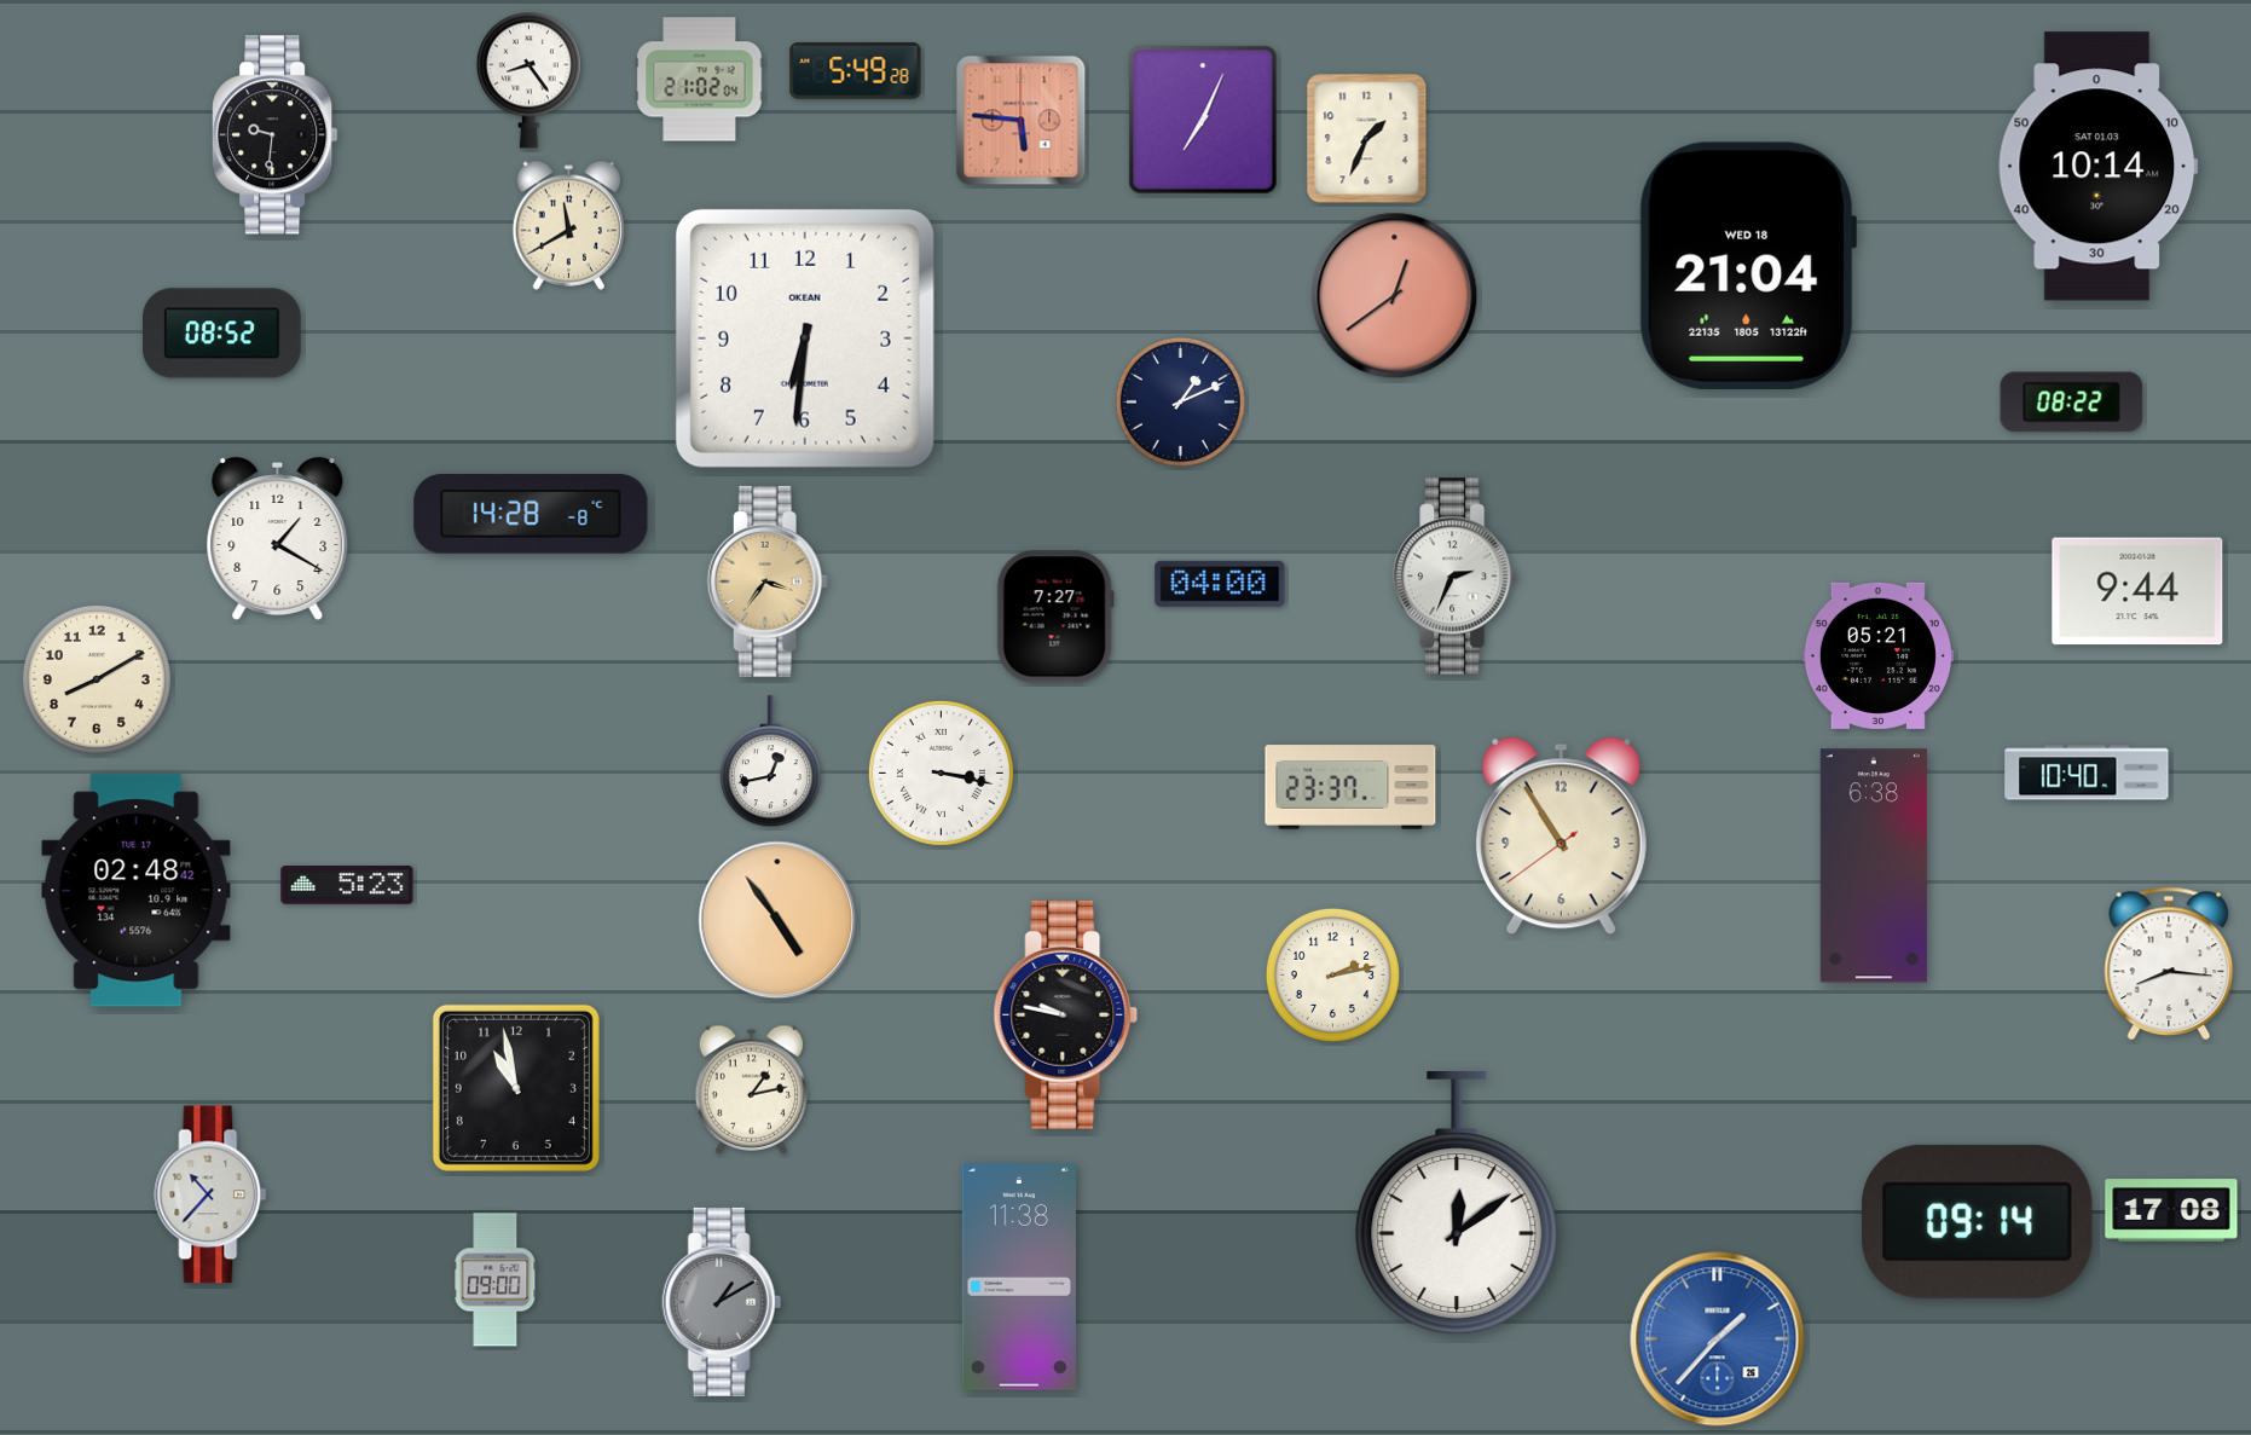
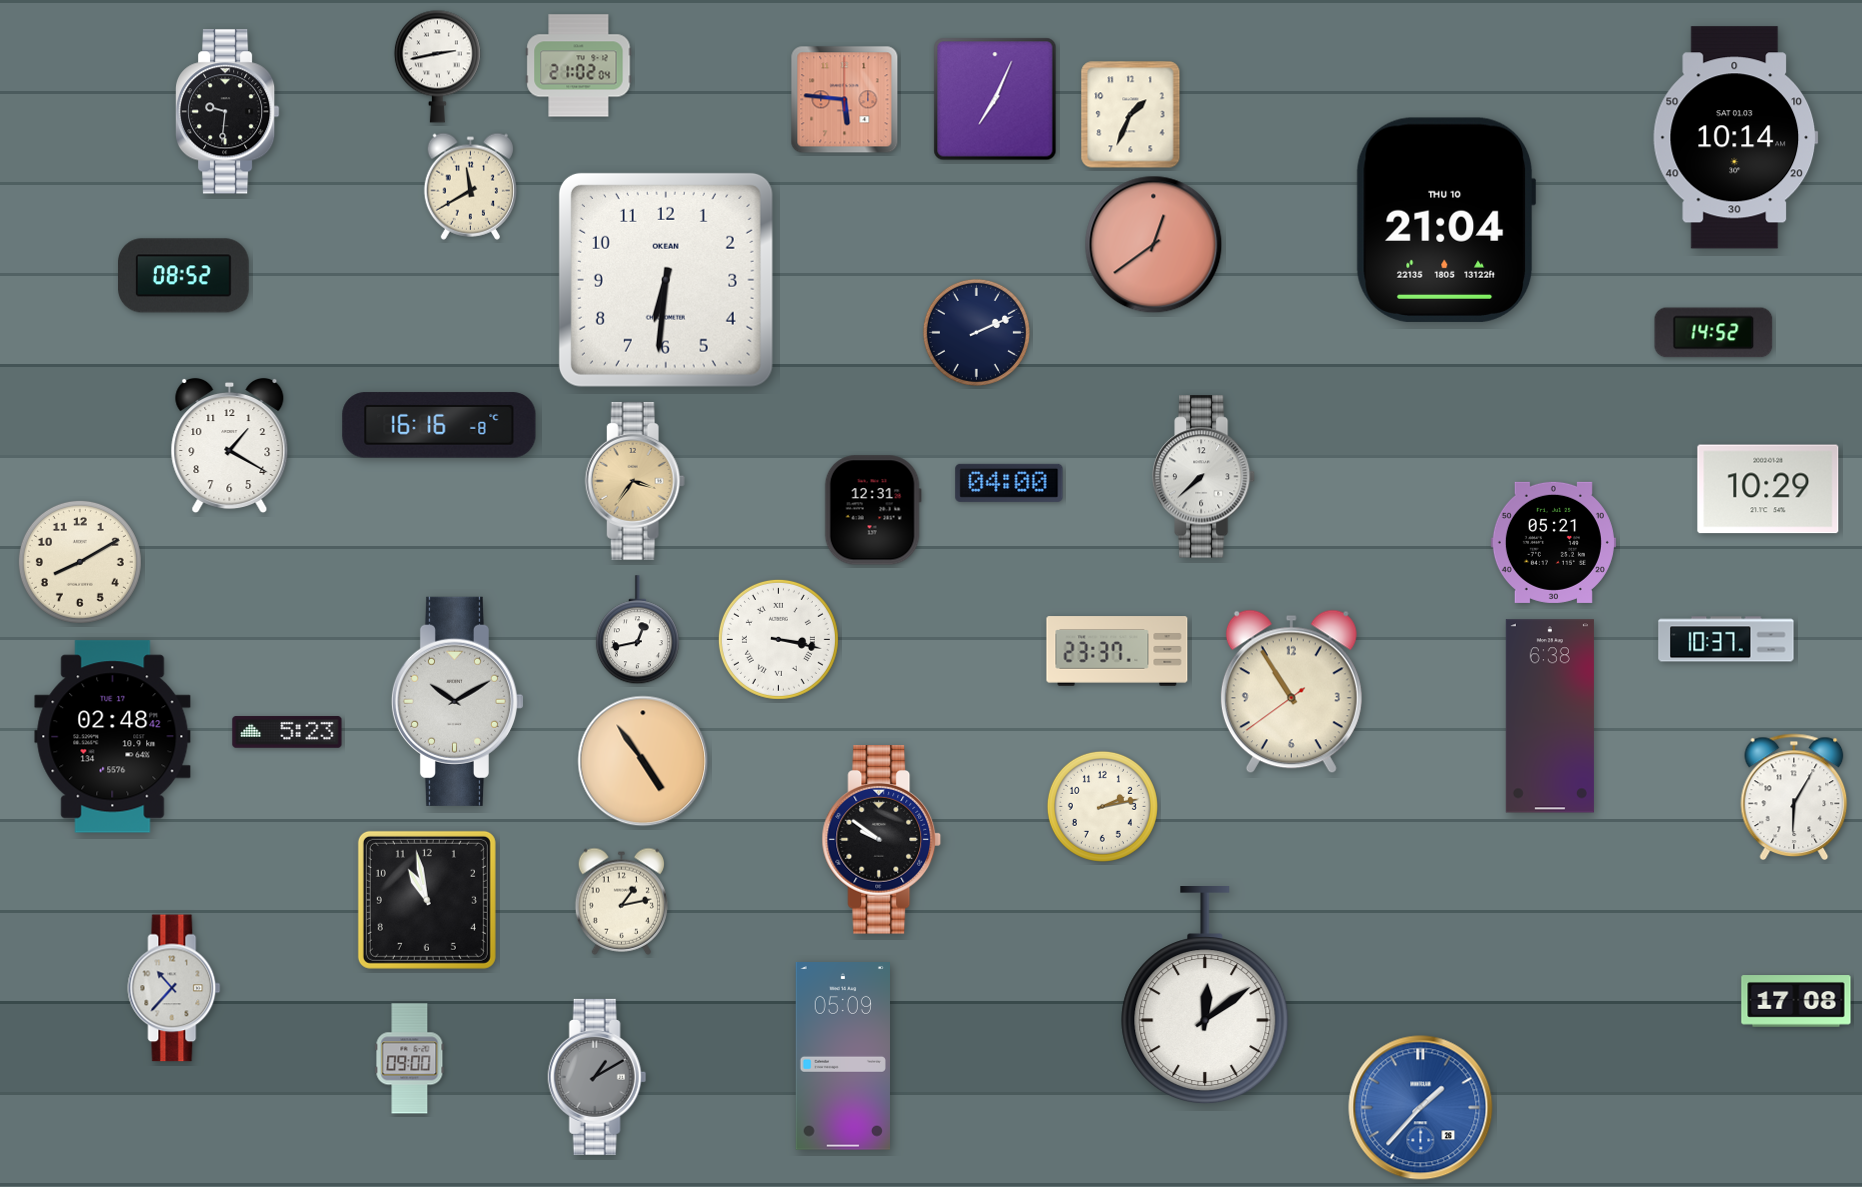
clock at (856, 71): 5:49 -> none
clock at (528, 80): 8:24 -> 2:43
clock at (1748, 266) date: WED 18 -> THU 10
clock at (1180, 401): 1:11 -> 2:11
clock at (2072, 403): 08:22 -> 14:52
clock at (531, 514): 14:28 -> 16:16
clock at (1456, 577): 2:34 -> 7:38
clock at (2137, 591): 9:44 -> 10:29
clock at (1055, 617): 7:27 -> 12:31
clock at (2087, 773): 10:40 -> 10:37
clock at (457, 701): none -> 10:10
clock at (2169, 962): 8:16 -> 6:05
clock at (1066, 1016): 9:47 -> 9:51
clock at (1978, 1221): 09:14 -> none
clock at (1018, 1278): 11:38 -> 05:09
